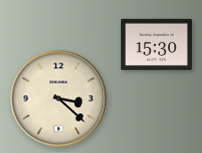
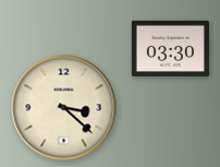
clock at (156, 44): 15:30 -> 03:30
